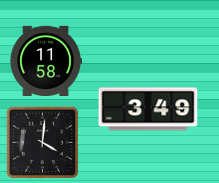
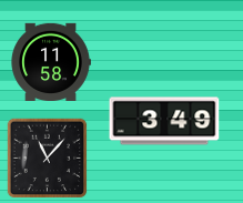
clock at (46, 60) position: (46, 60) -> (51, 61)
clock at (43, 143): 4:01 -> 11:07
